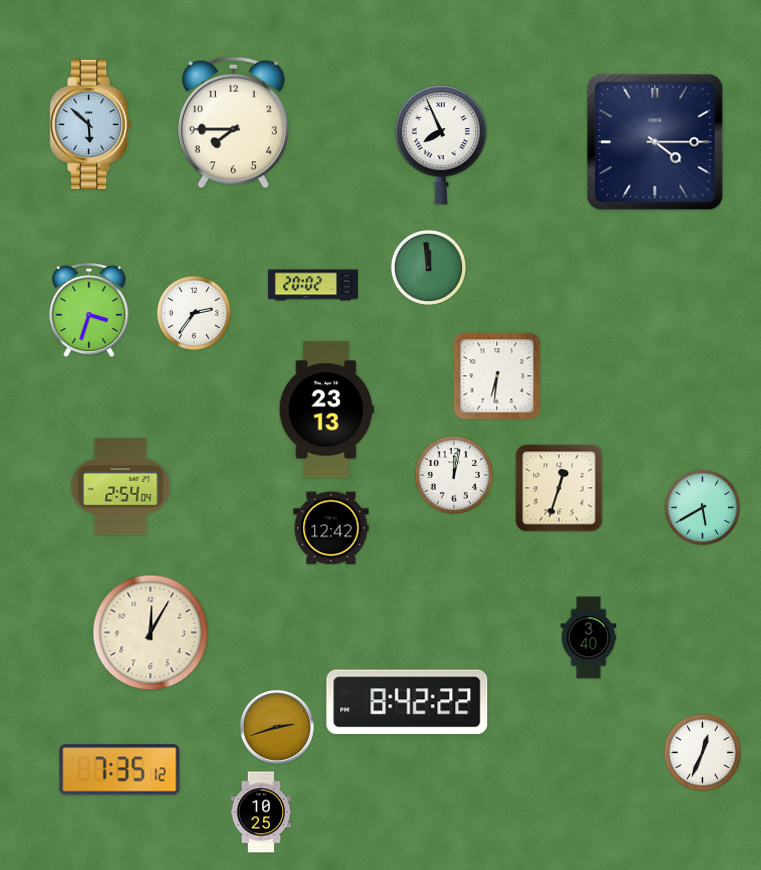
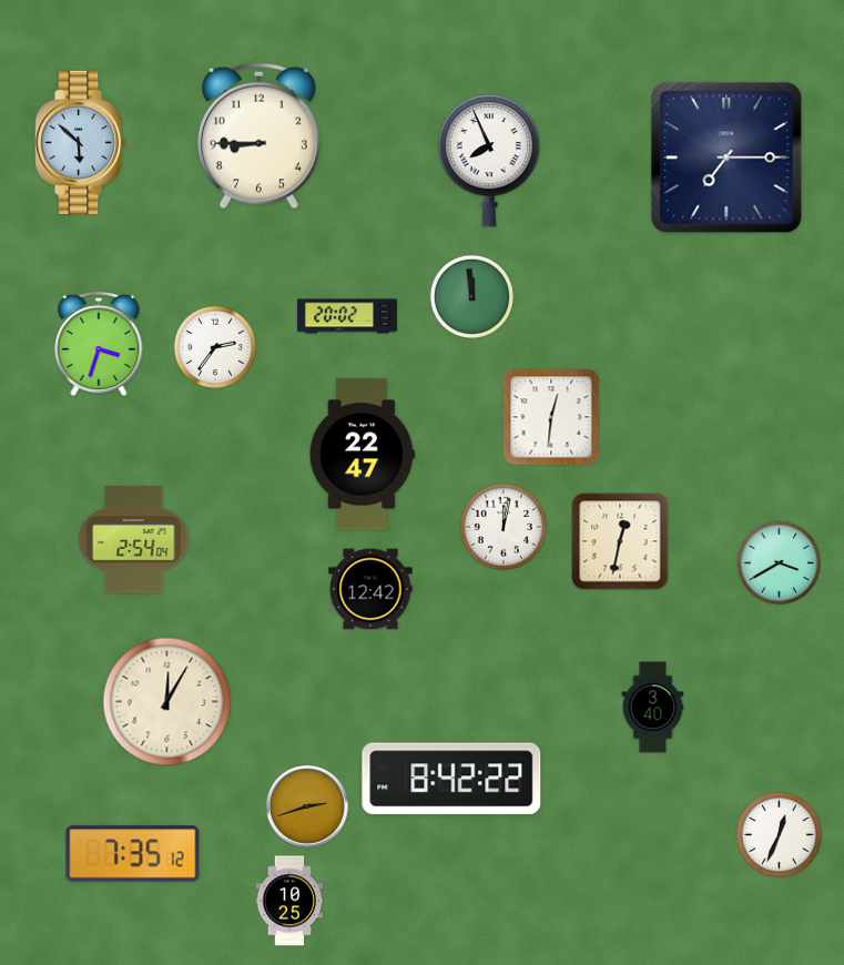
clock at (233, 123): 7:45 -> 8:45
clock at (91, 124) position: (91, 124) -> (81, 142)
clock at (655, 142): 4:15 -> 7:15
clock at (428, 267) position: (428, 267) -> (471, 296)
clock at (497, 376): 6:31 -> 12:31
clock at (326, 410): 23:13 -> 22:47
clock at (559, 488): 12:33 -> 12:32
clock at (702, 507): 5:40 -> 3:40
clock at (331, 528) position: (331, 528) -> (370, 589)
